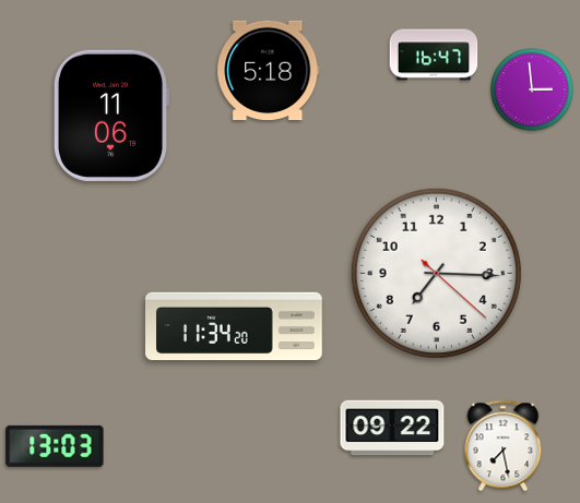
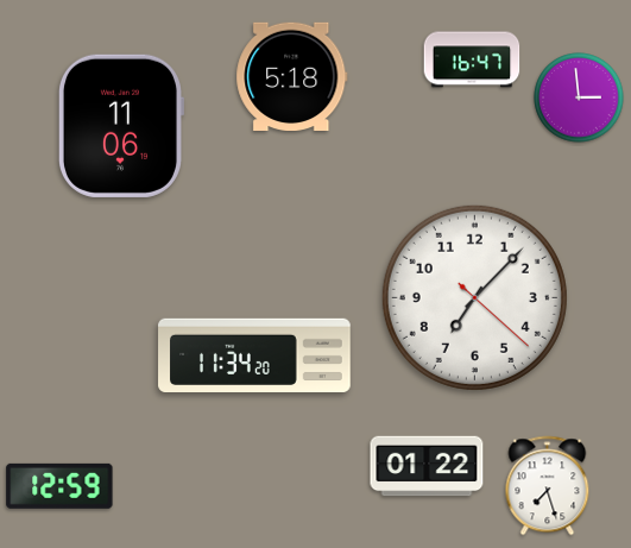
clock at (436, 273): 7:15 -> 7:07
clock at (392, 428): 09:22 -> 01:22
clock at (55, 446): 13:03 -> 12:59
clock at (504, 446): 7:28 -> 7:27
